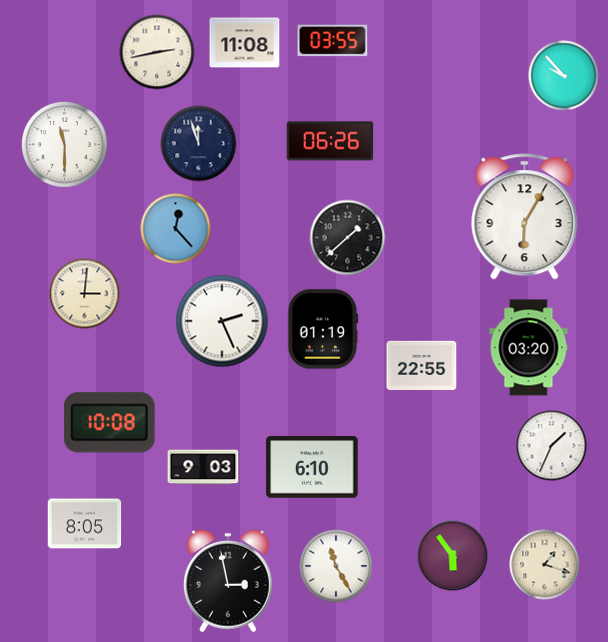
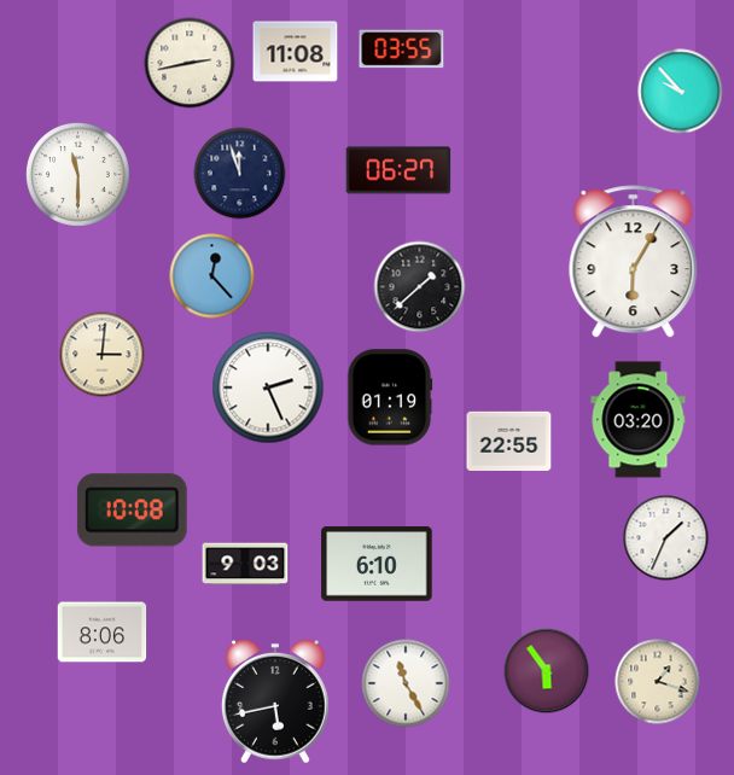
clock at (330, 141): 06:26 -> 06:27
clock at (85, 524): 8:05 -> 8:06
clock at (228, 581): 2:58 -> 5:43
